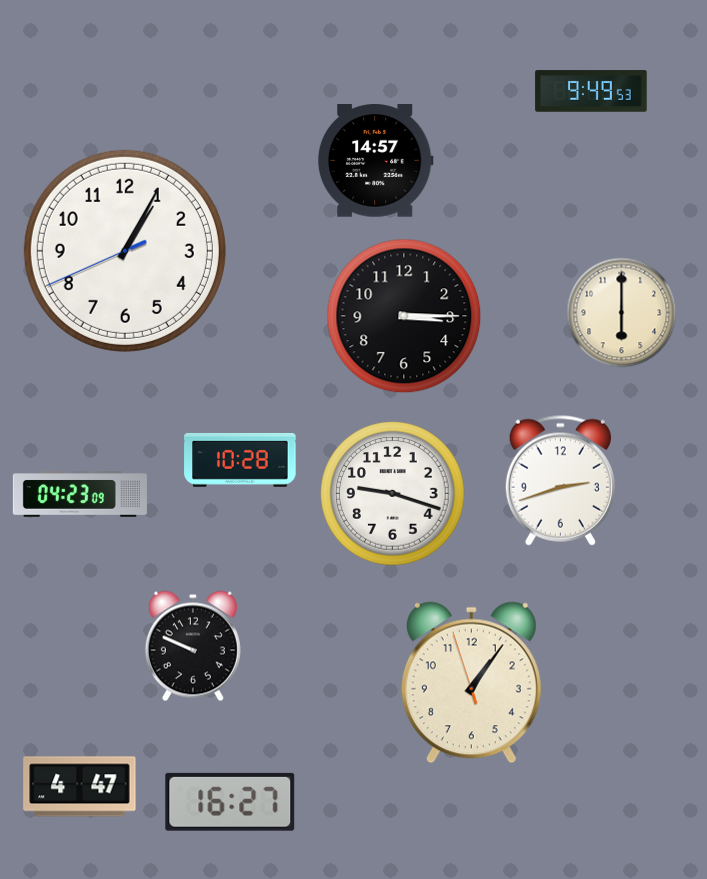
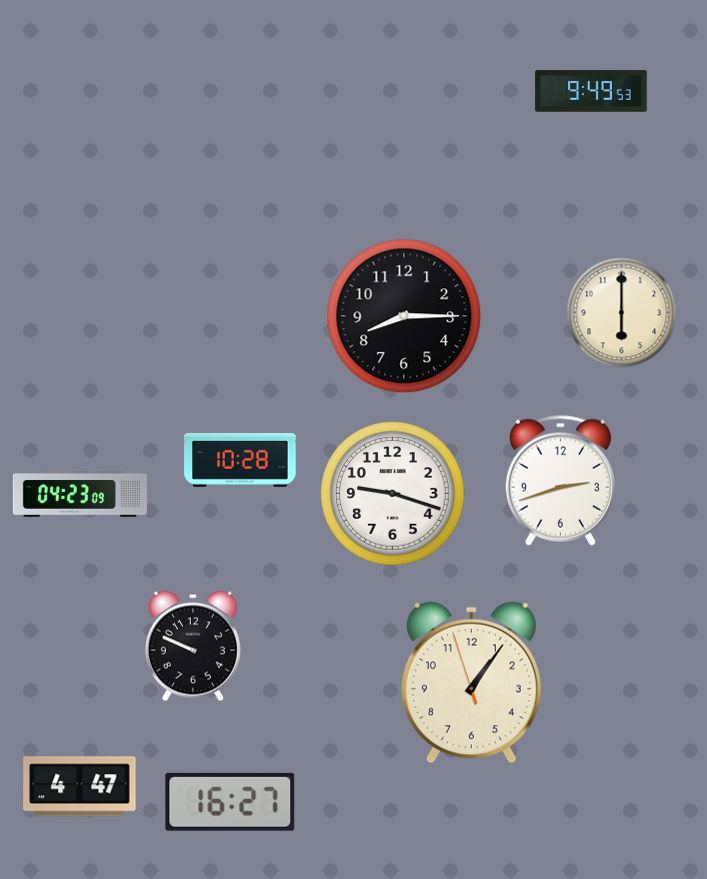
clock at (375, 161): 14:57 -> none
clock at (125, 251): 1:04 -> none
clock at (404, 316): 3:15 -> 8:15
